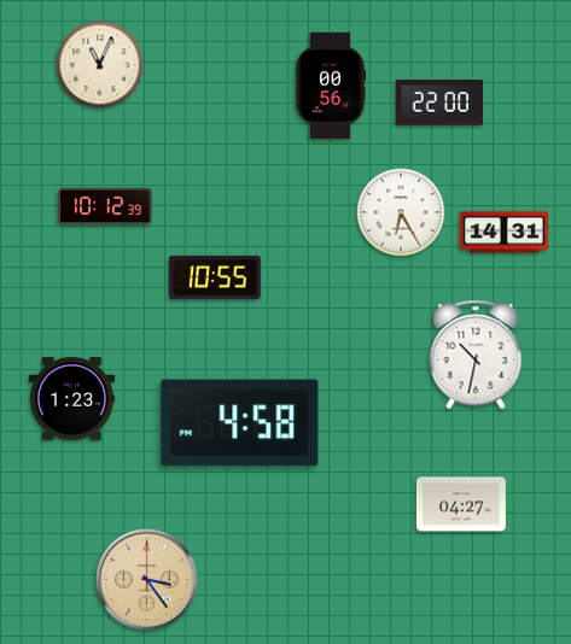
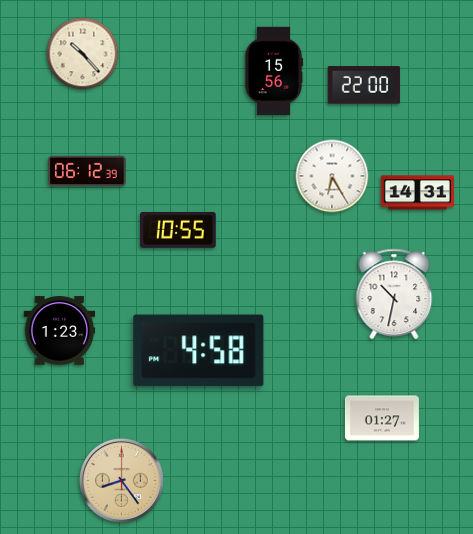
clock at (100, 65): 11:04 -> 10:23
clock at (331, 86): 00:56 -> 15:56
clock at (105, 206): 10:12 -> 06:12
clock at (461, 504): 04:27 -> 01:27
clock at (146, 579): 3:24 -> 8:24
